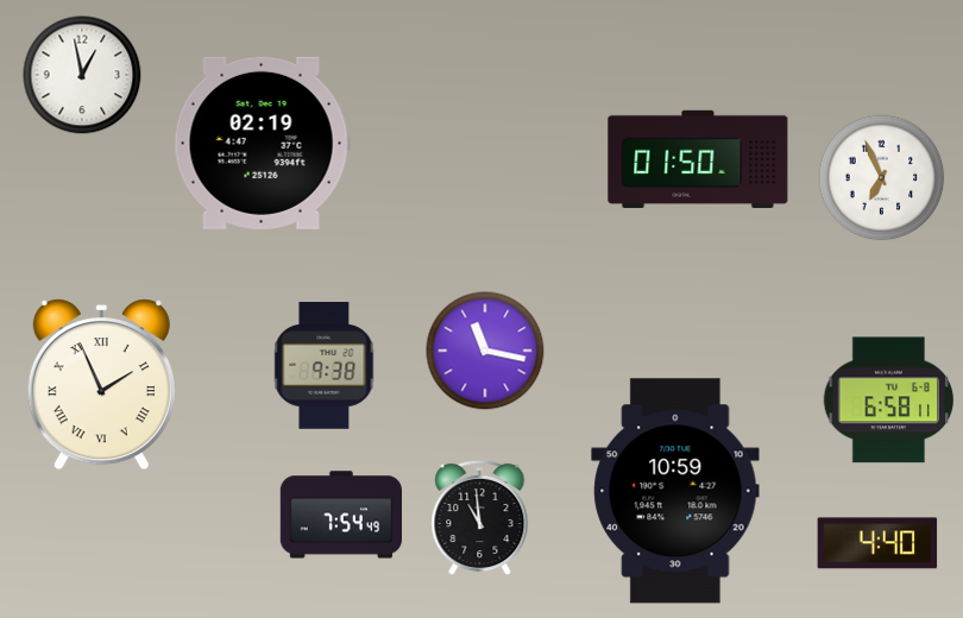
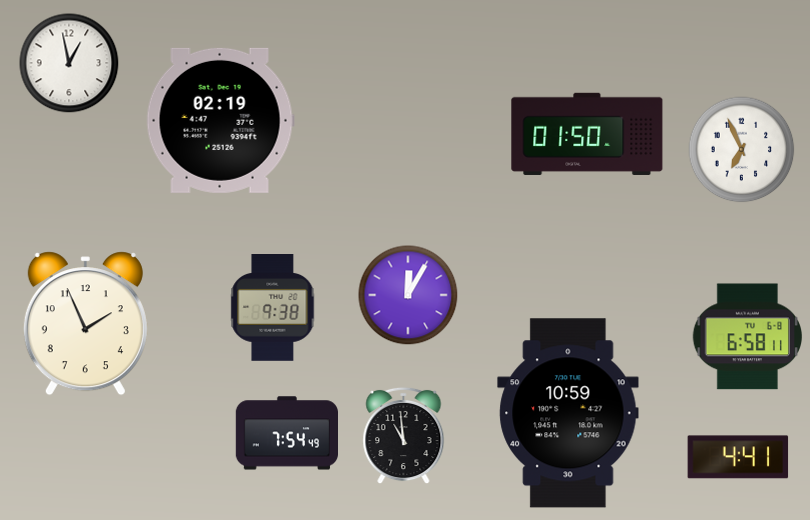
clock at (485, 351): 11:17 -> 12:05
clock at (101, 385) numerals: Roman -> Arabic
clock at (877, 543): 4:40 -> 4:41
